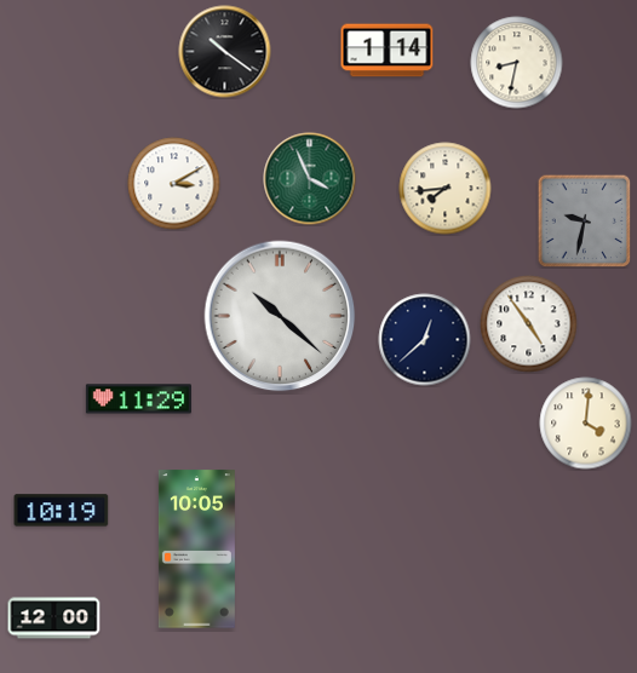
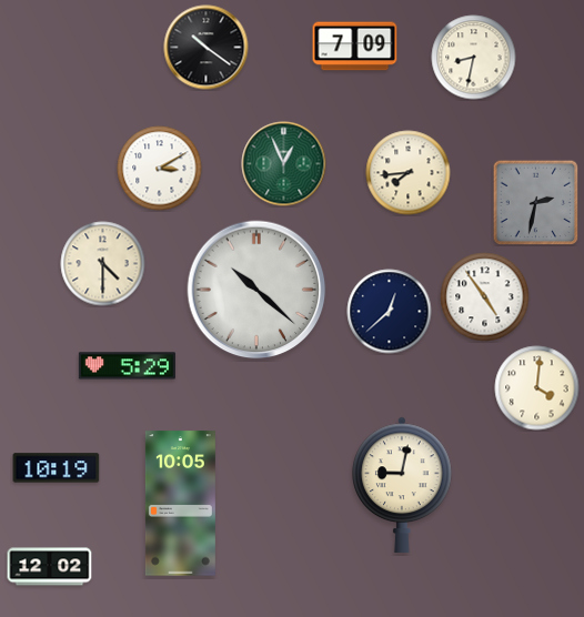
clock at (388, 51): 1:14 -> 7:09
clock at (310, 179): 3:56 -> 12:56
clock at (584, 220): 9:32 -> 2:32
clock at (103, 264): none -> 4:30
clock at (138, 399): 11:29 -> 5:29
clock at (402, 485): none -> 9:02
clock at (54, 619): 12:00 -> 12:02
